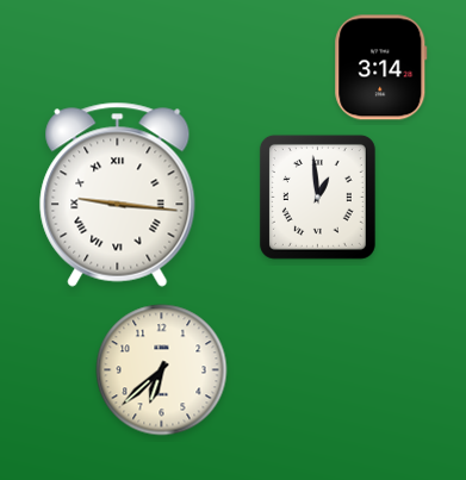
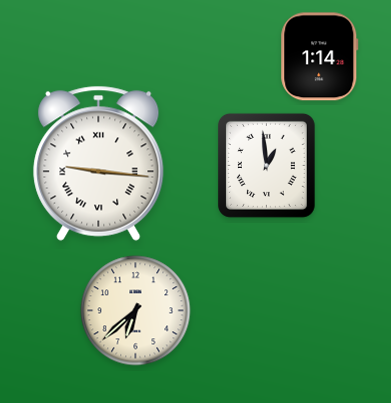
clock at (381, 68): 3:14 -> 1:14
